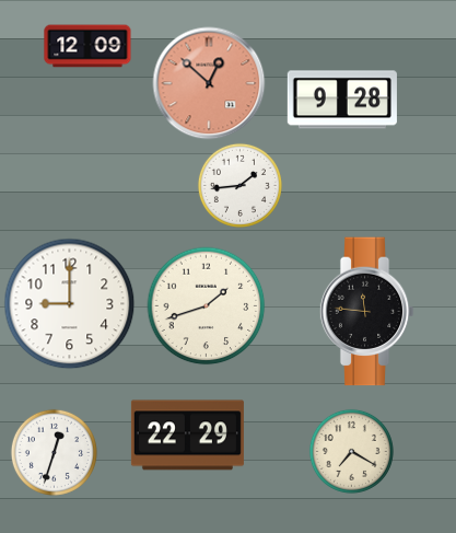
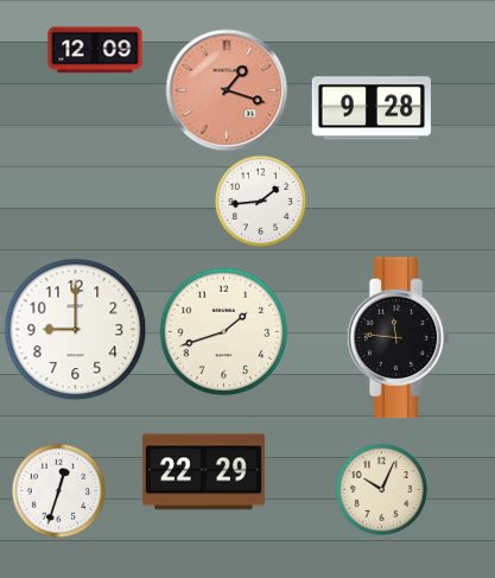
clock at (209, 83): 12:52 -> 1:18
clock at (351, 451): 7:20 -> 10:04
